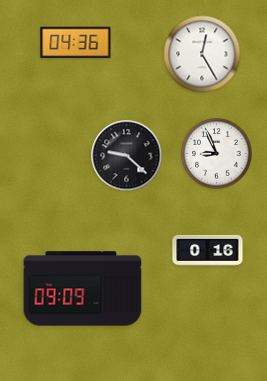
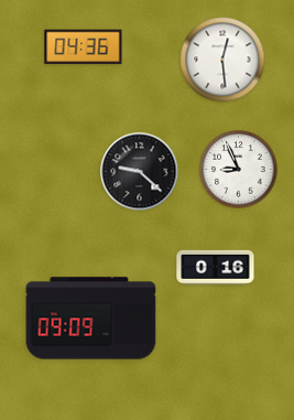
clock at (202, 54): 12:25 -> 12:29
clock at (208, 250) position: (208, 250) -> (216, 267)
